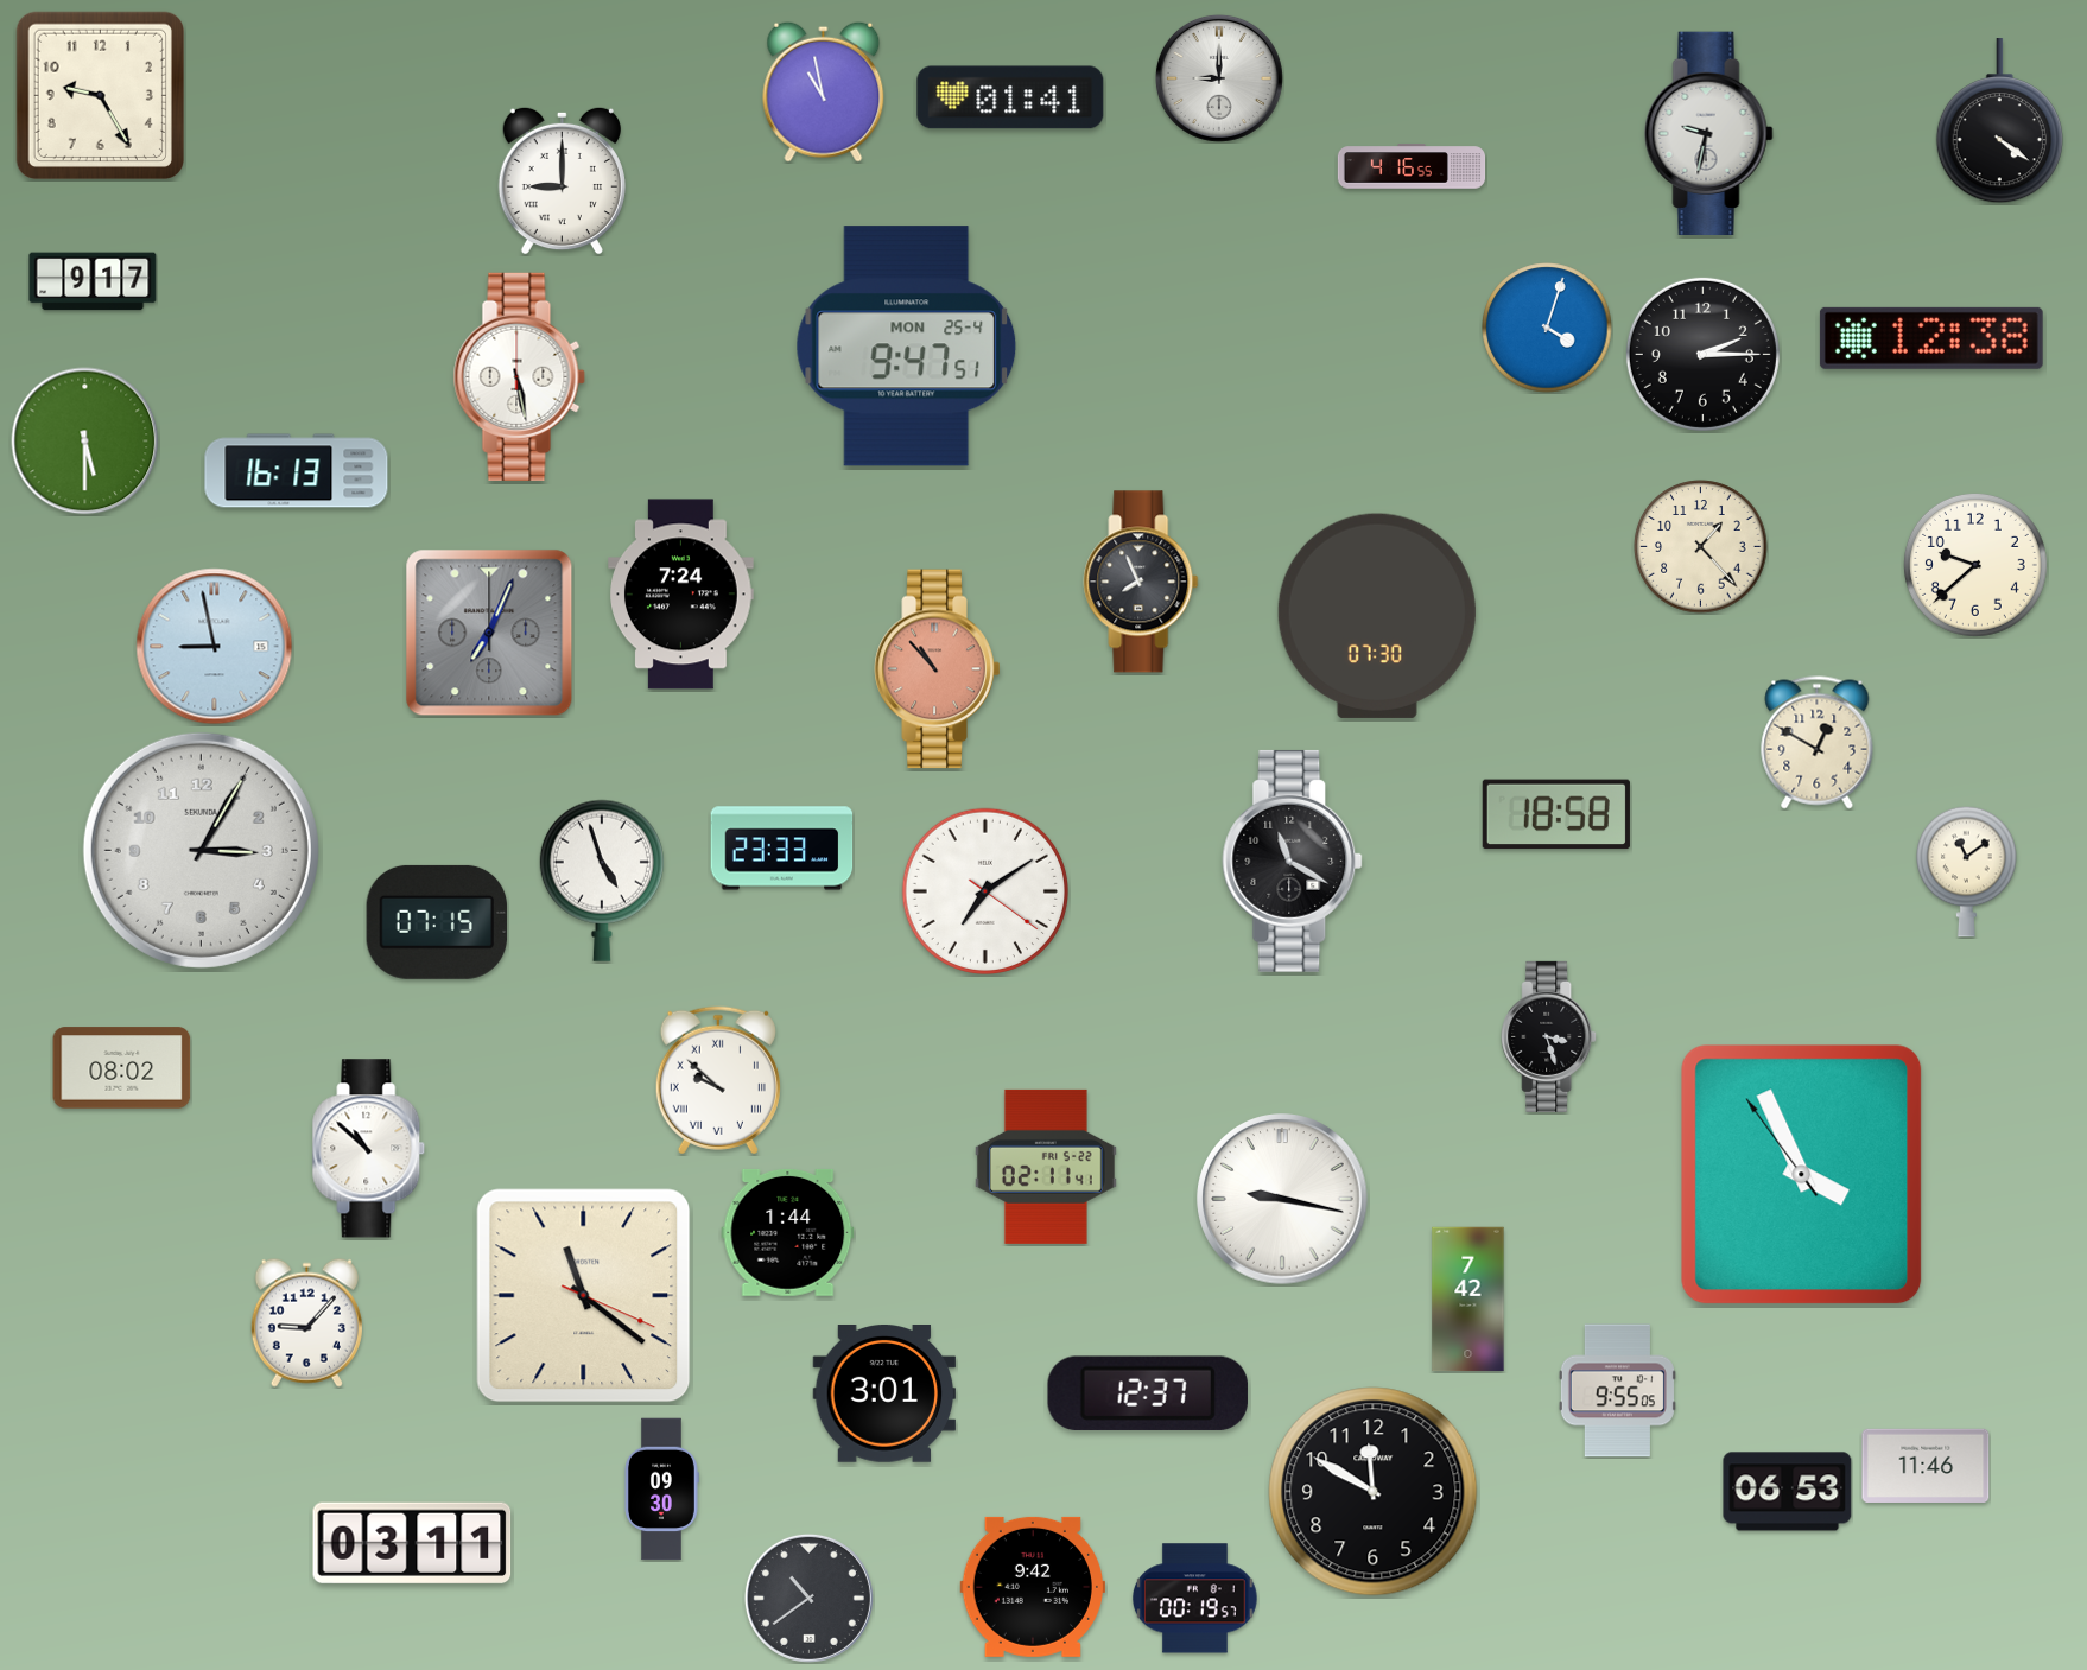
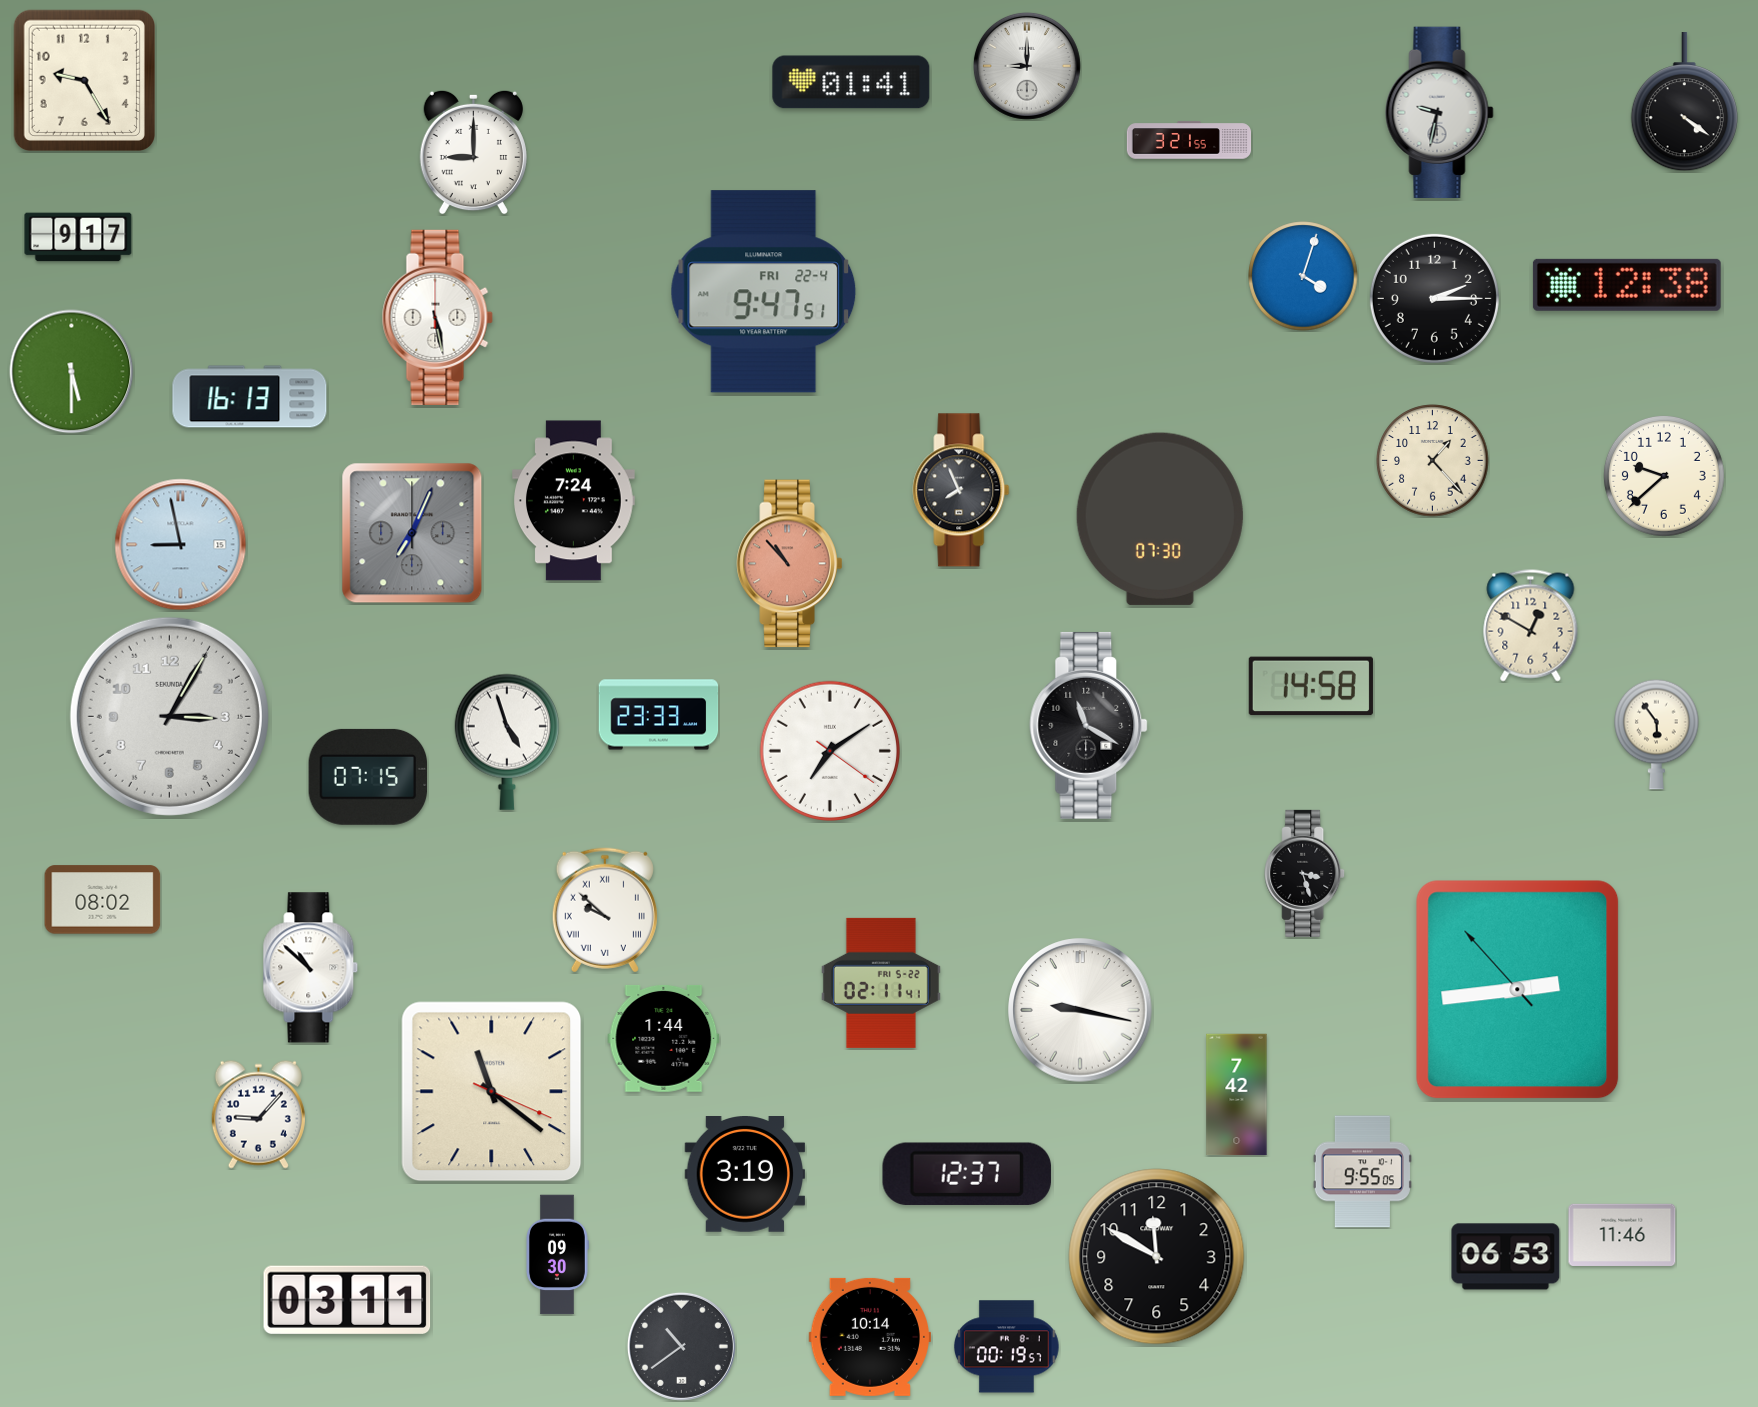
clock at (824, 91): 10:58 -> none
clock at (1412, 166): 4:16 -> 3:21
clock at (907, 347) date: MON 25-4 -> FRI 22-4
clock at (1556, 814): 18:58 -> 14:58
clock at (1967, 871): 11:09 -> 5:54
clock at (1802, 1175): 3:55 -> 2:43
clock at (884, 1395): 3:01 -> 3:19
clock at (1032, 1587): 9:42 -> 10:14
